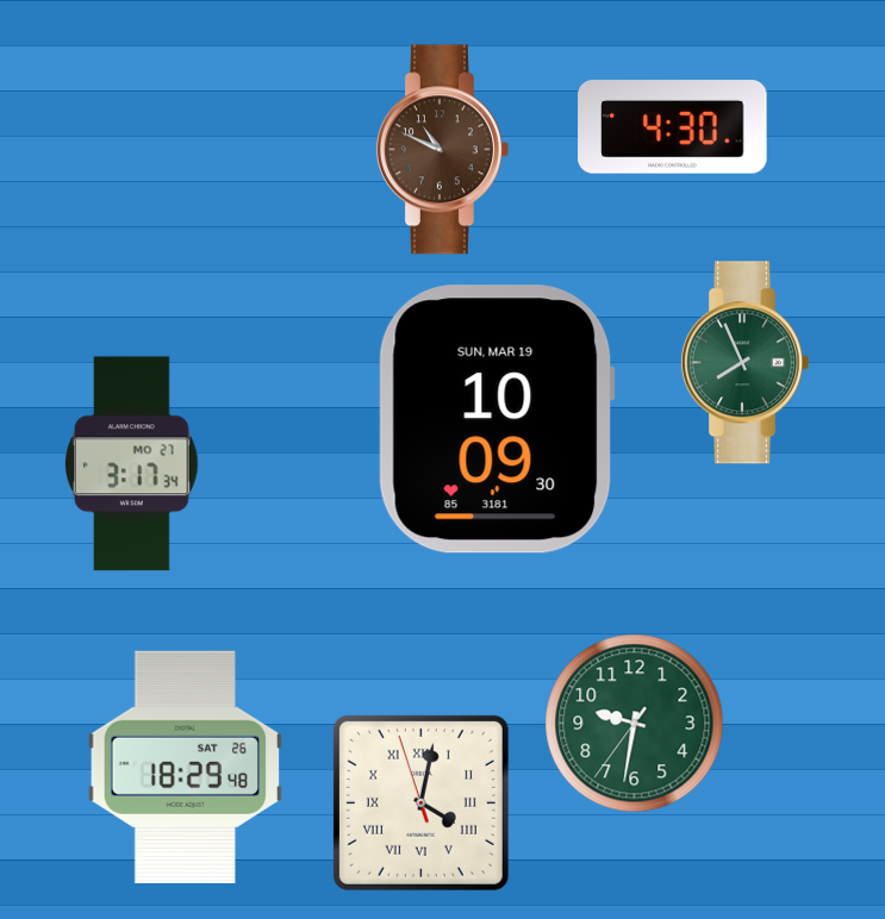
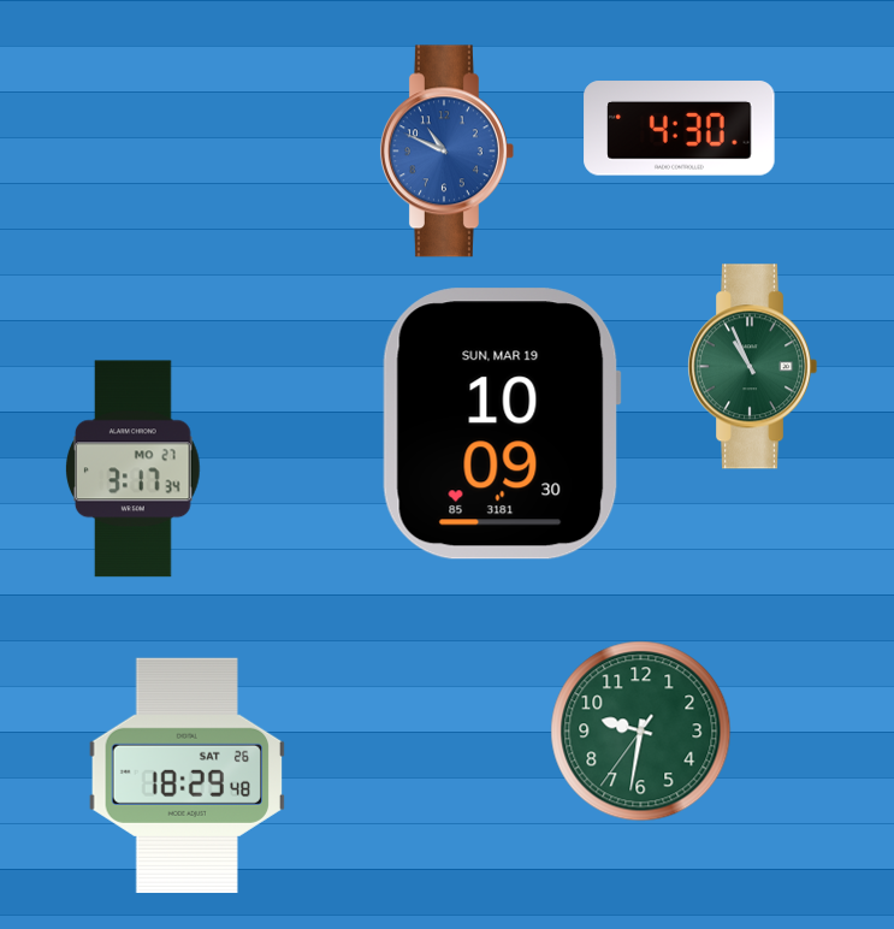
clock at (442, 150) dial: brown -> blue
clock at (744, 363): 7:56 -> 10:56
clock at (420, 802): 4:01 -> none
